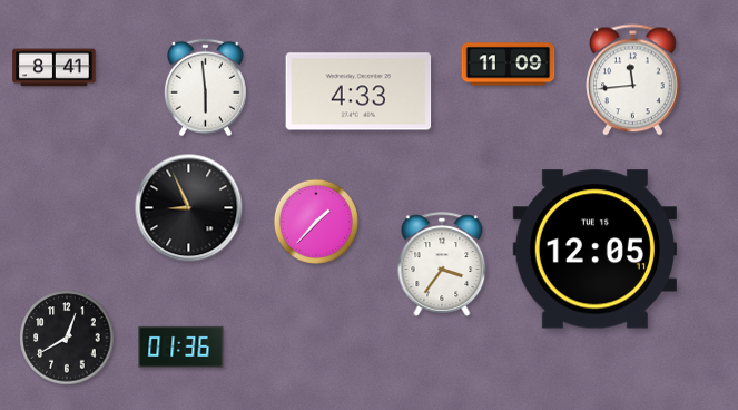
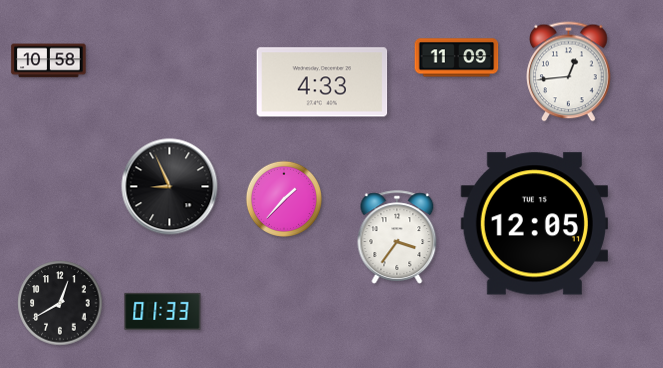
clock at (55, 68): 8:41 -> 10:58
clock at (633, 80): 11:44 -> 12:44
clock at (206, 88): 5:59 -> none
clock at (181, 346): 01:36 -> 01:33
